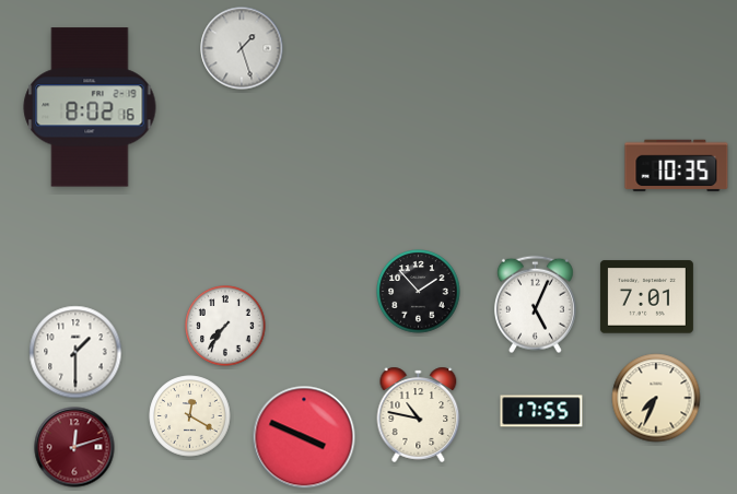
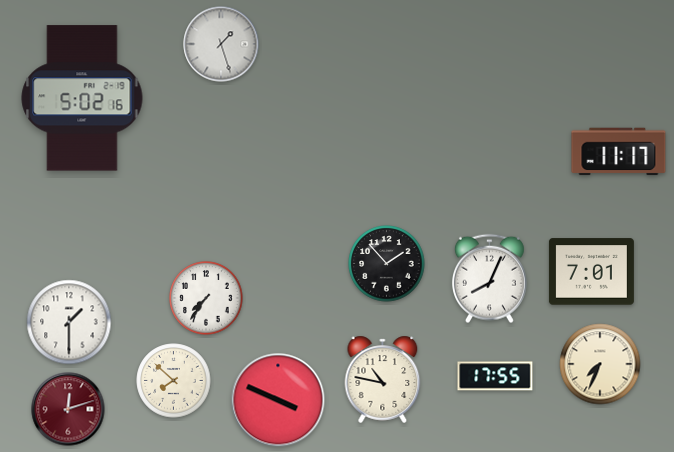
clock at (90, 107): 8:02 -> 5:02
clock at (677, 166): 10:35 -> 11:17
clock at (419, 292) position: (419, 292) -> (387, 264)
clock at (535, 305): 5:04 -> 8:04
clock at (190, 416): 12:20 -> 7:52
